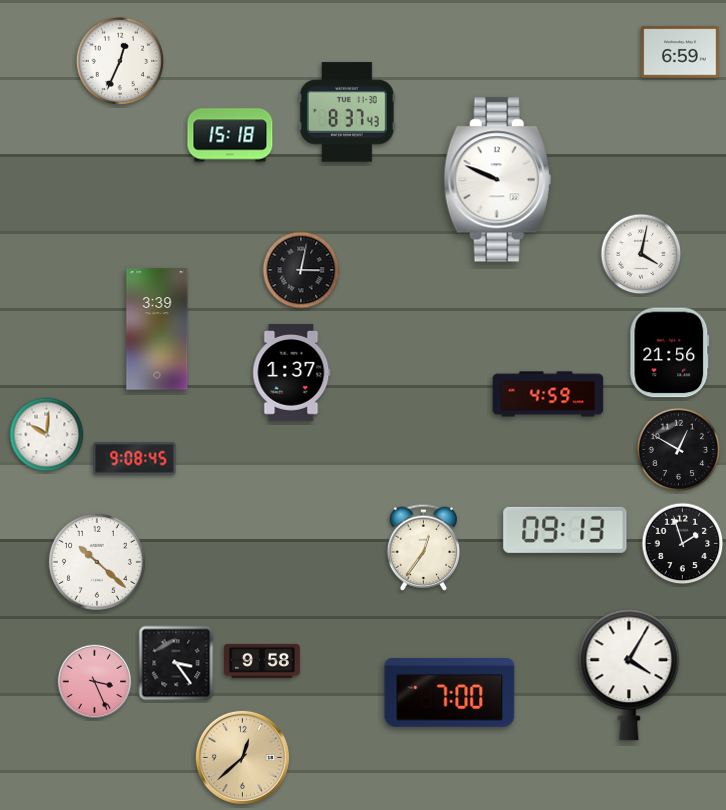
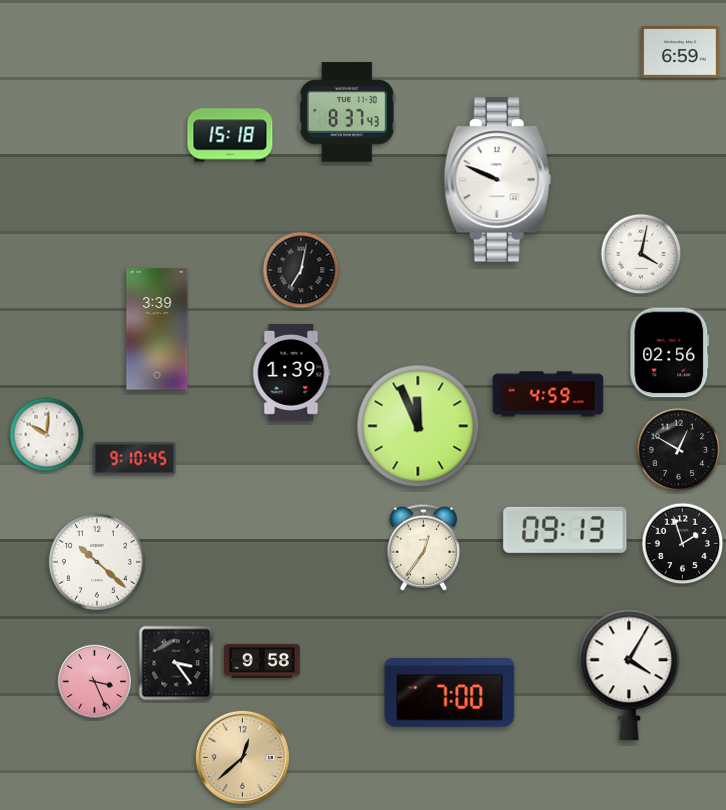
clock at (119, 60): 12:34 -> none
clock at (301, 270): 3:02 -> 7:02
clock at (670, 353): 21:56 -> 02:56
clock at (292, 372): 1:37 -> 1:39
clock at (418, 426): none -> 11:56
clock at (135, 459): 9:08 -> 9:10
